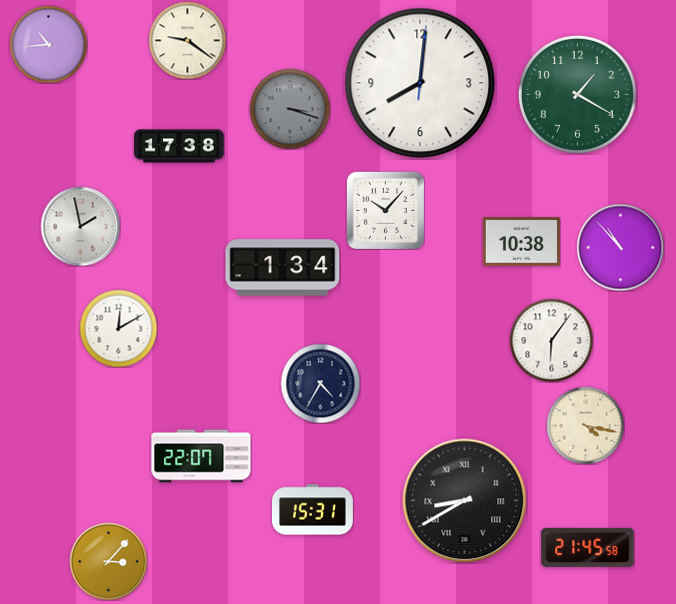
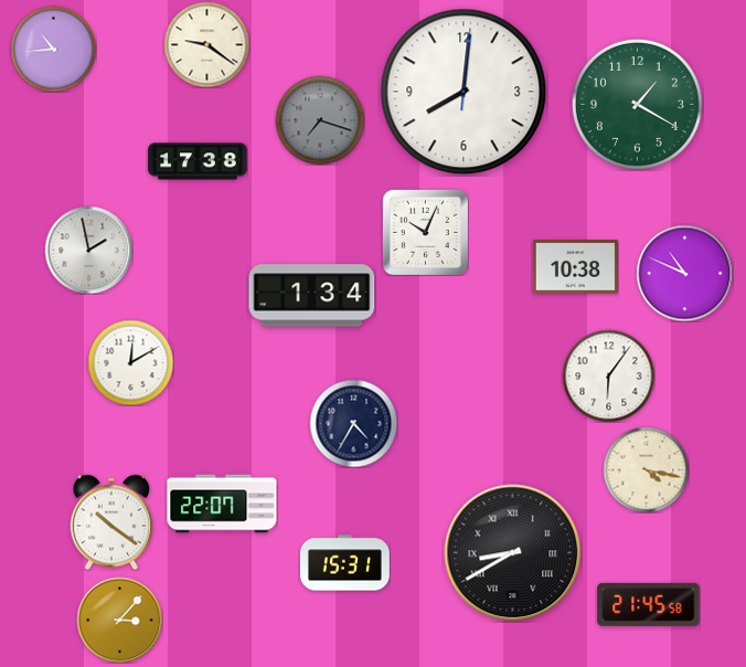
clock at (290, 109): 3:18 -> 7:18
clock at (385, 210): 10:07 -> 10:04
clock at (620, 247): 10:53 -> 10:49
clock at (111, 522): none -> 10:21
